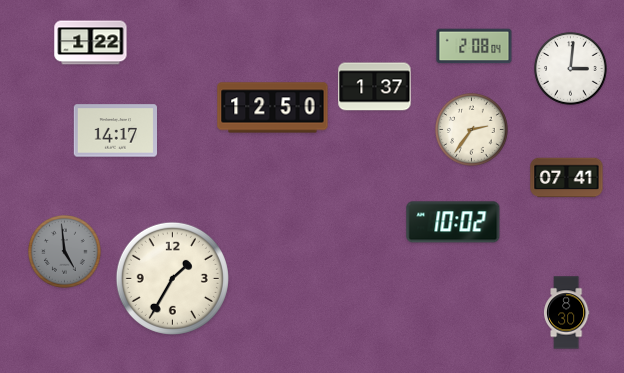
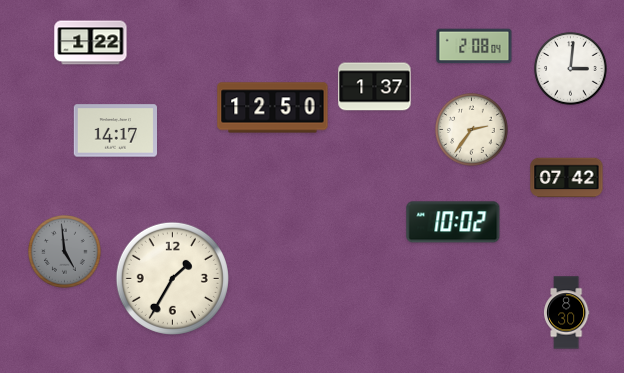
clock at (567, 178): 07:41 -> 07:42
